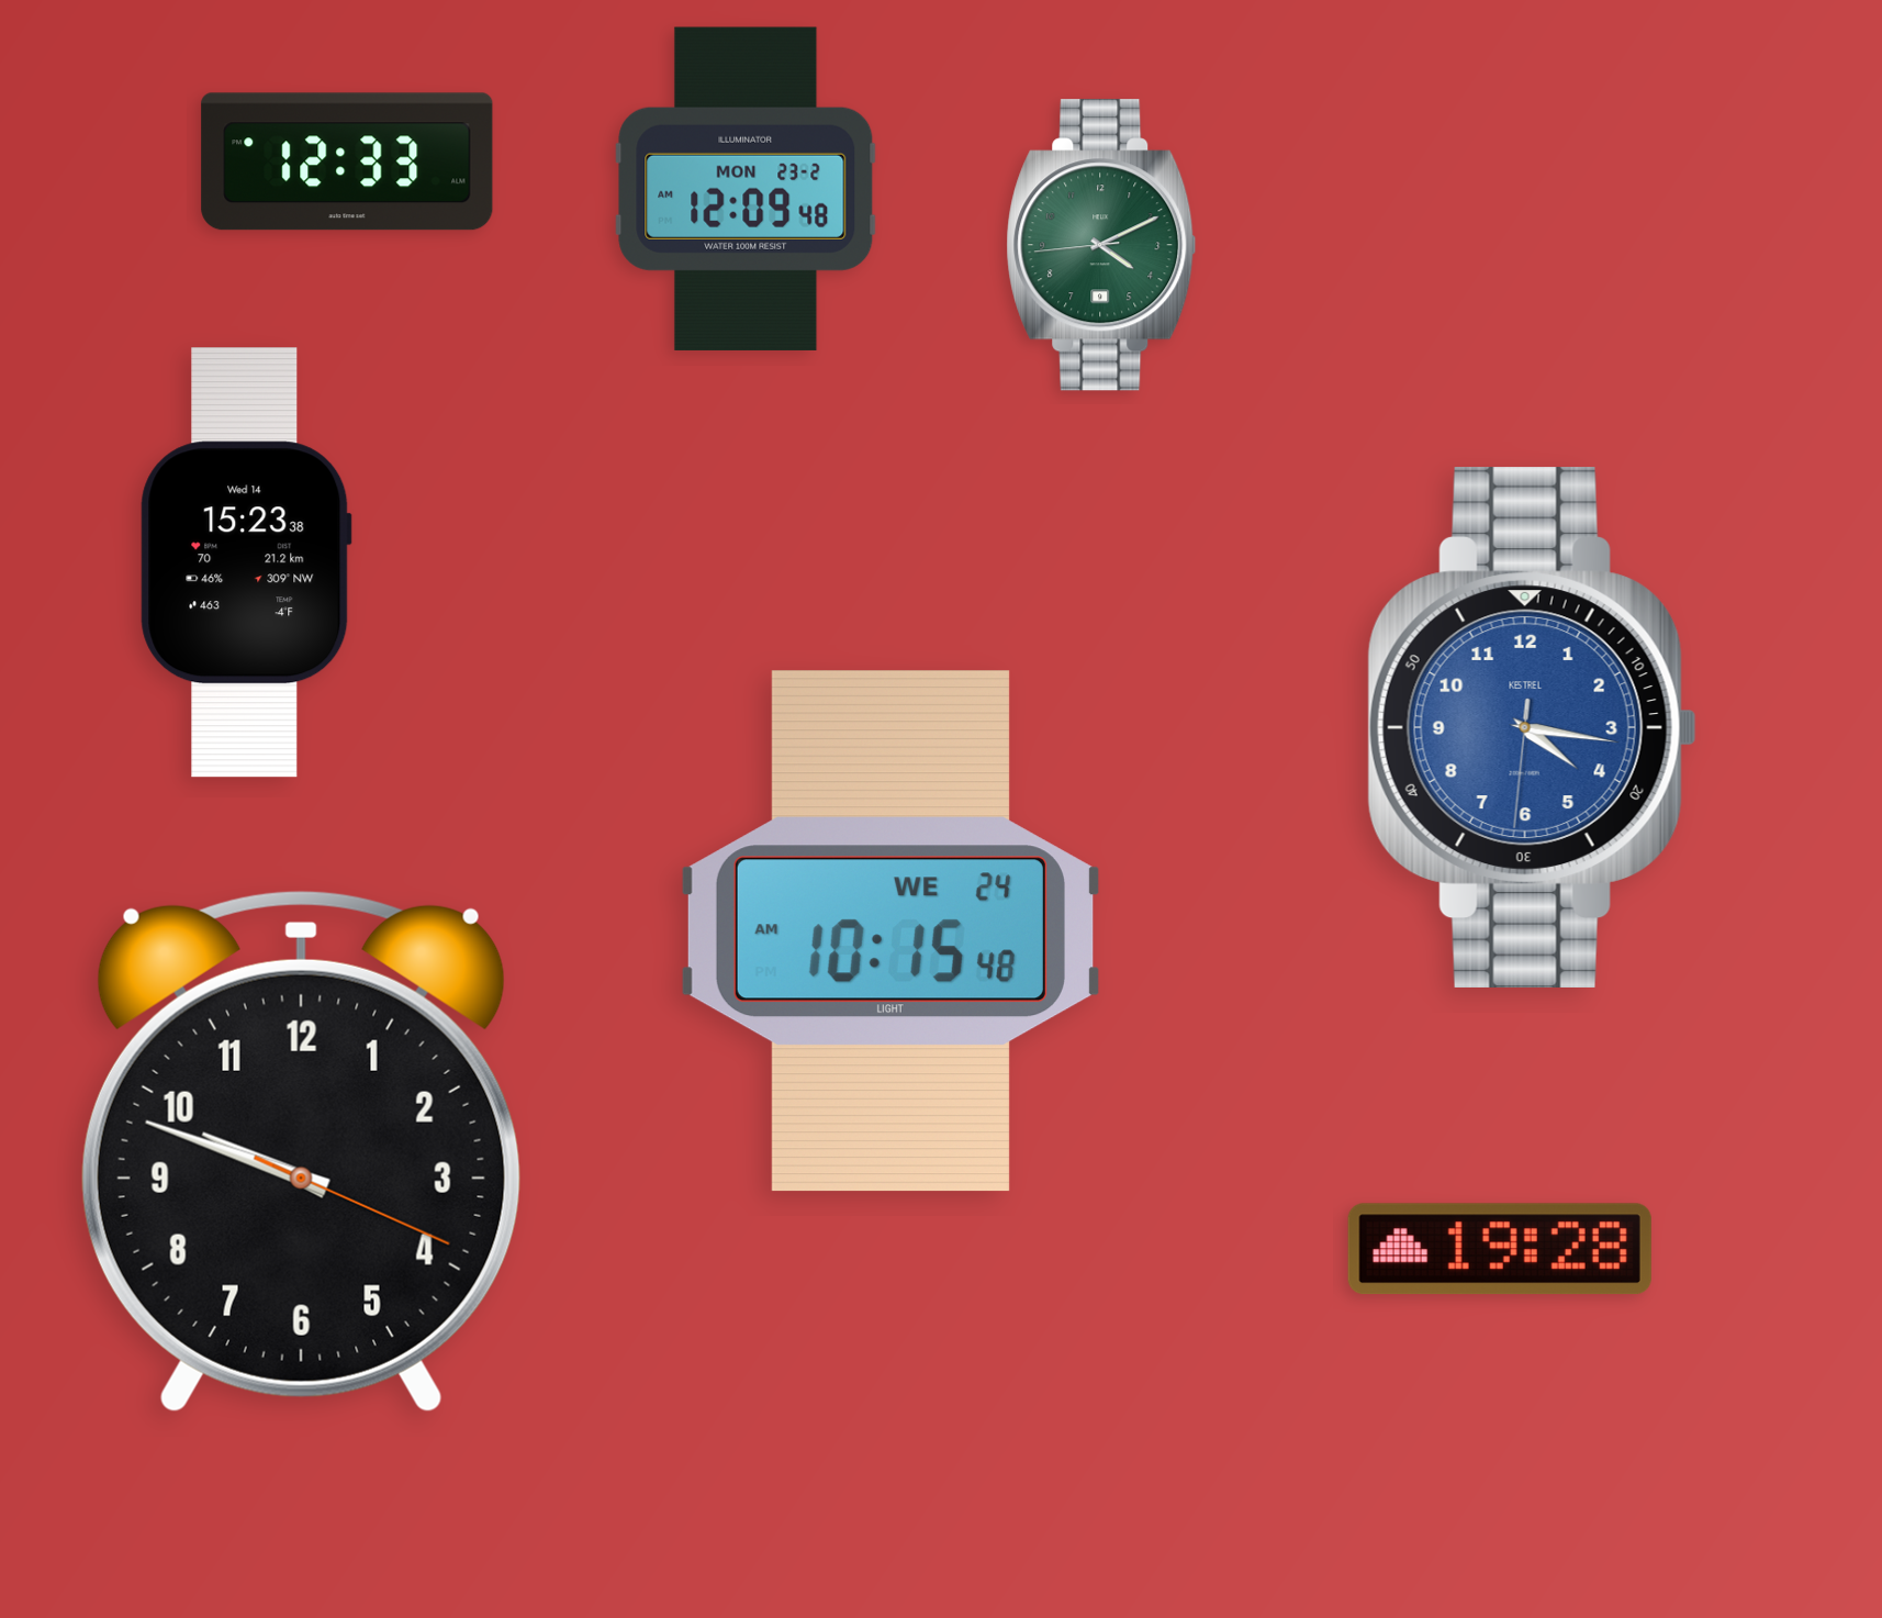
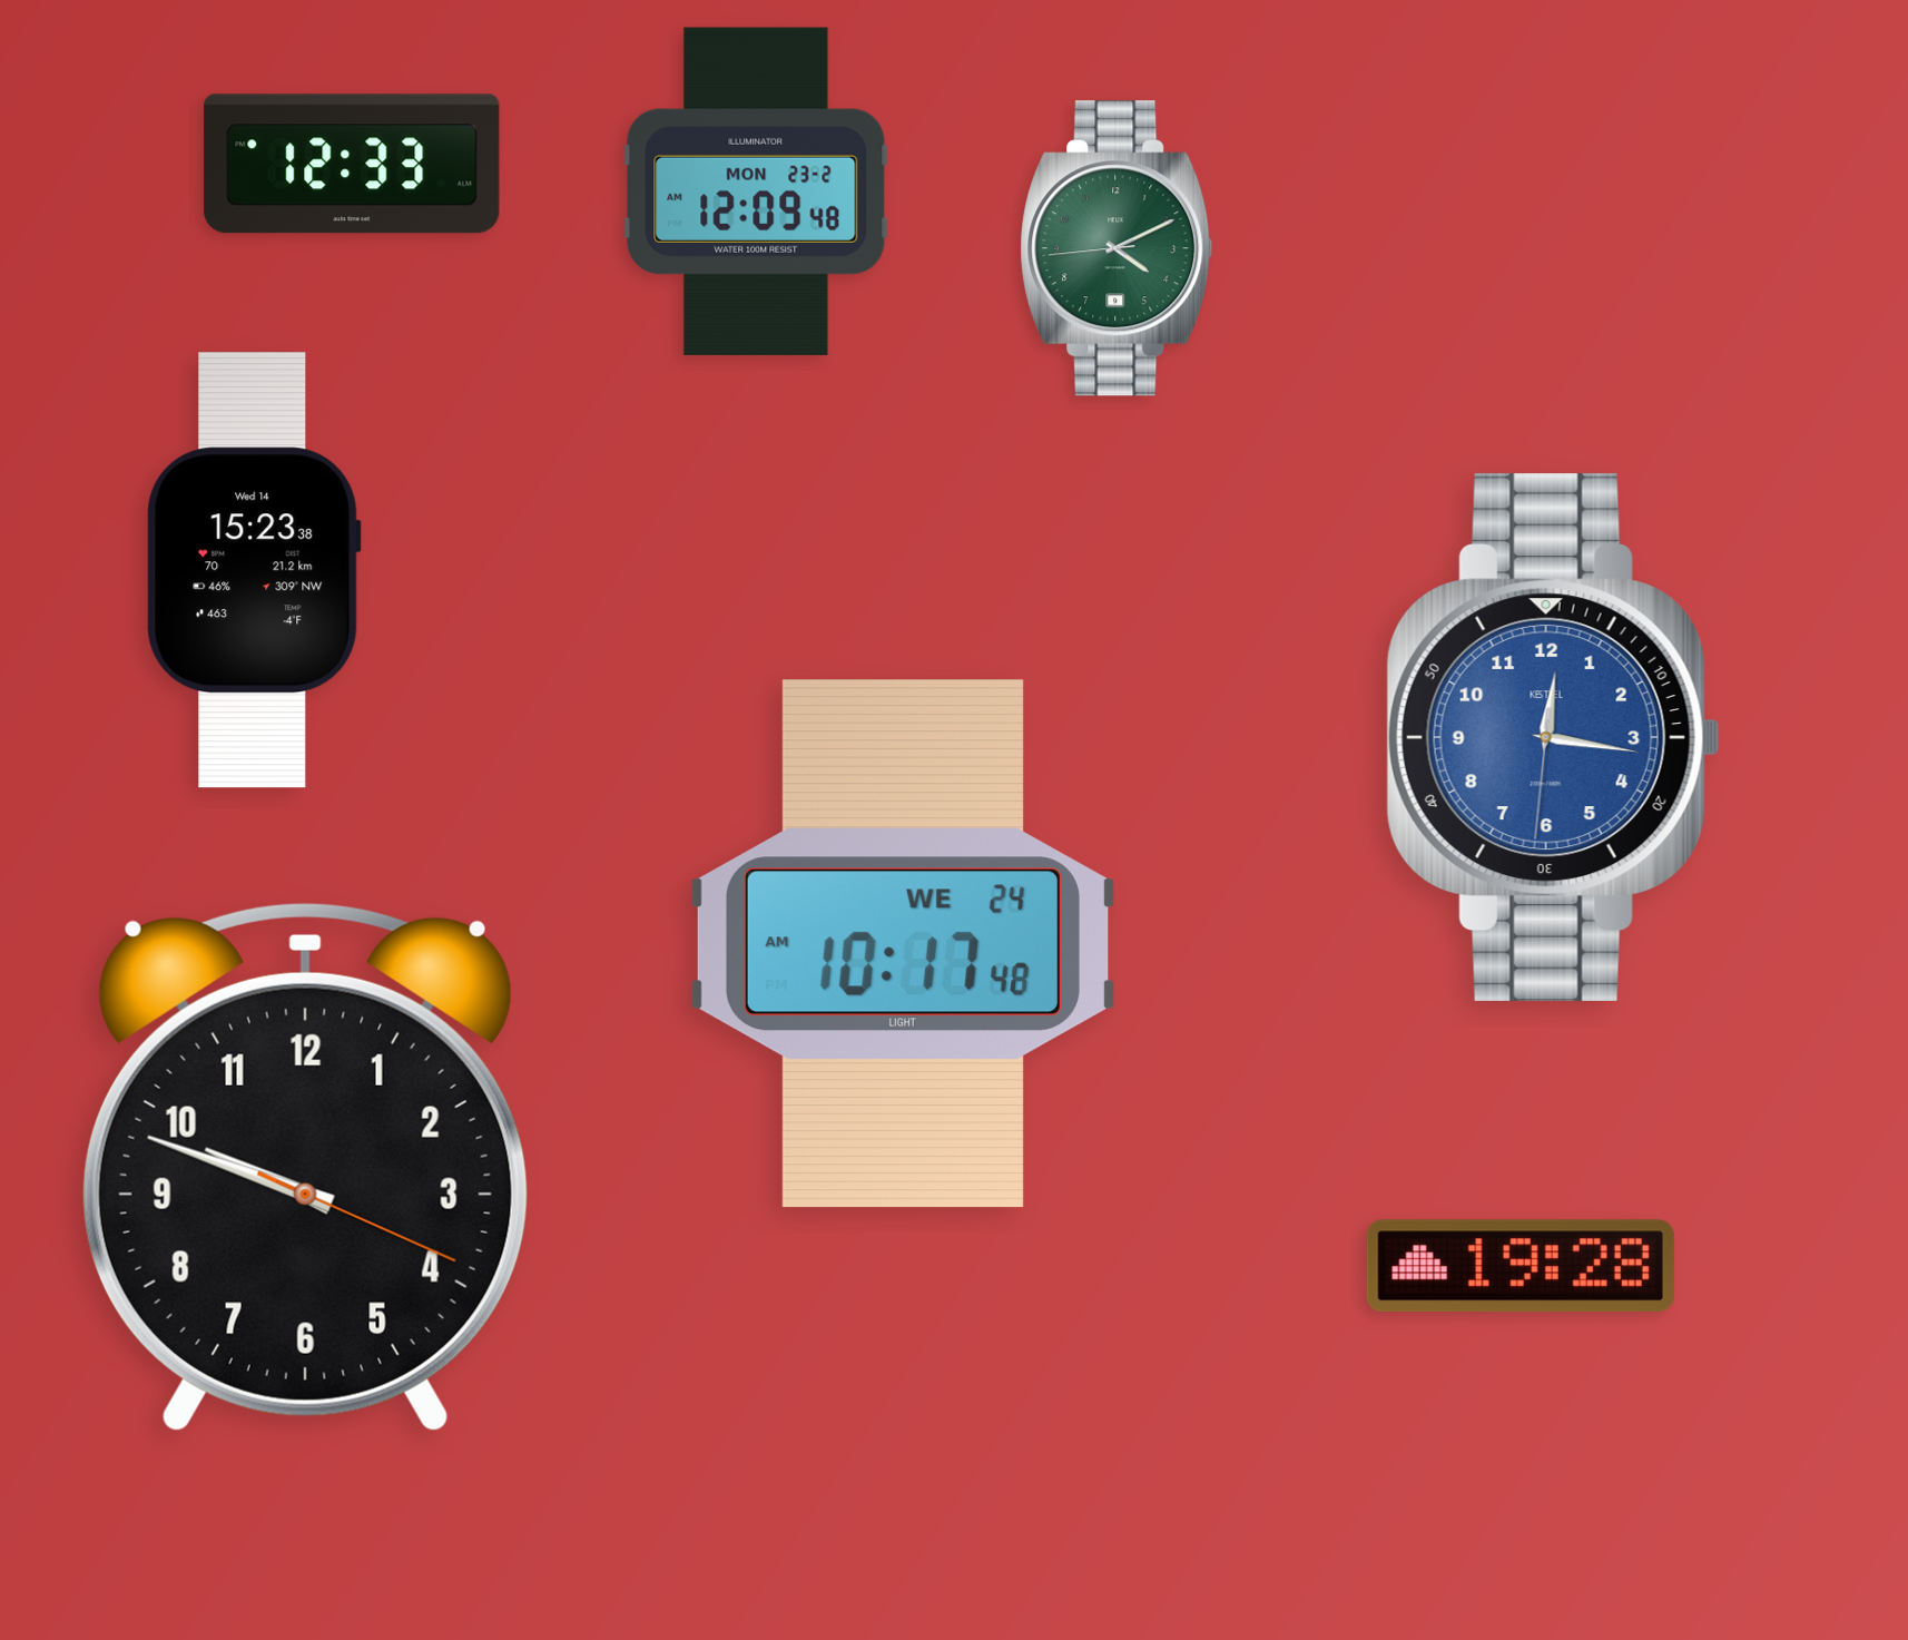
clock at (246, 562) position: (246, 562) -> (254, 570)
clock at (1532, 727): 4:16 -> 12:16
clock at (890, 931): 10:15 -> 10:17
